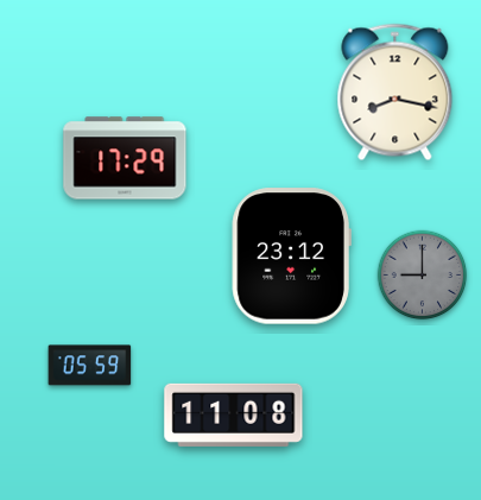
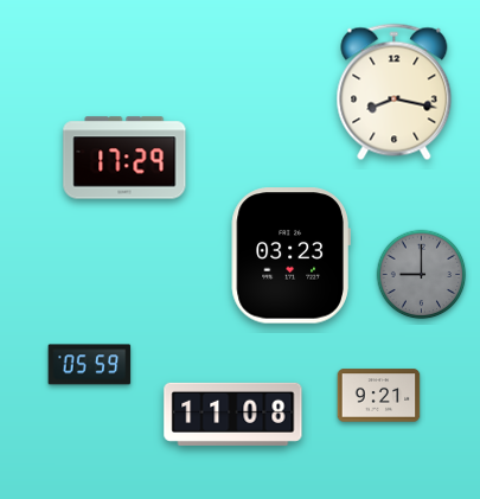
clock at (291, 257): 23:12 -> 03:23
clock at (379, 396): none -> 9:21
